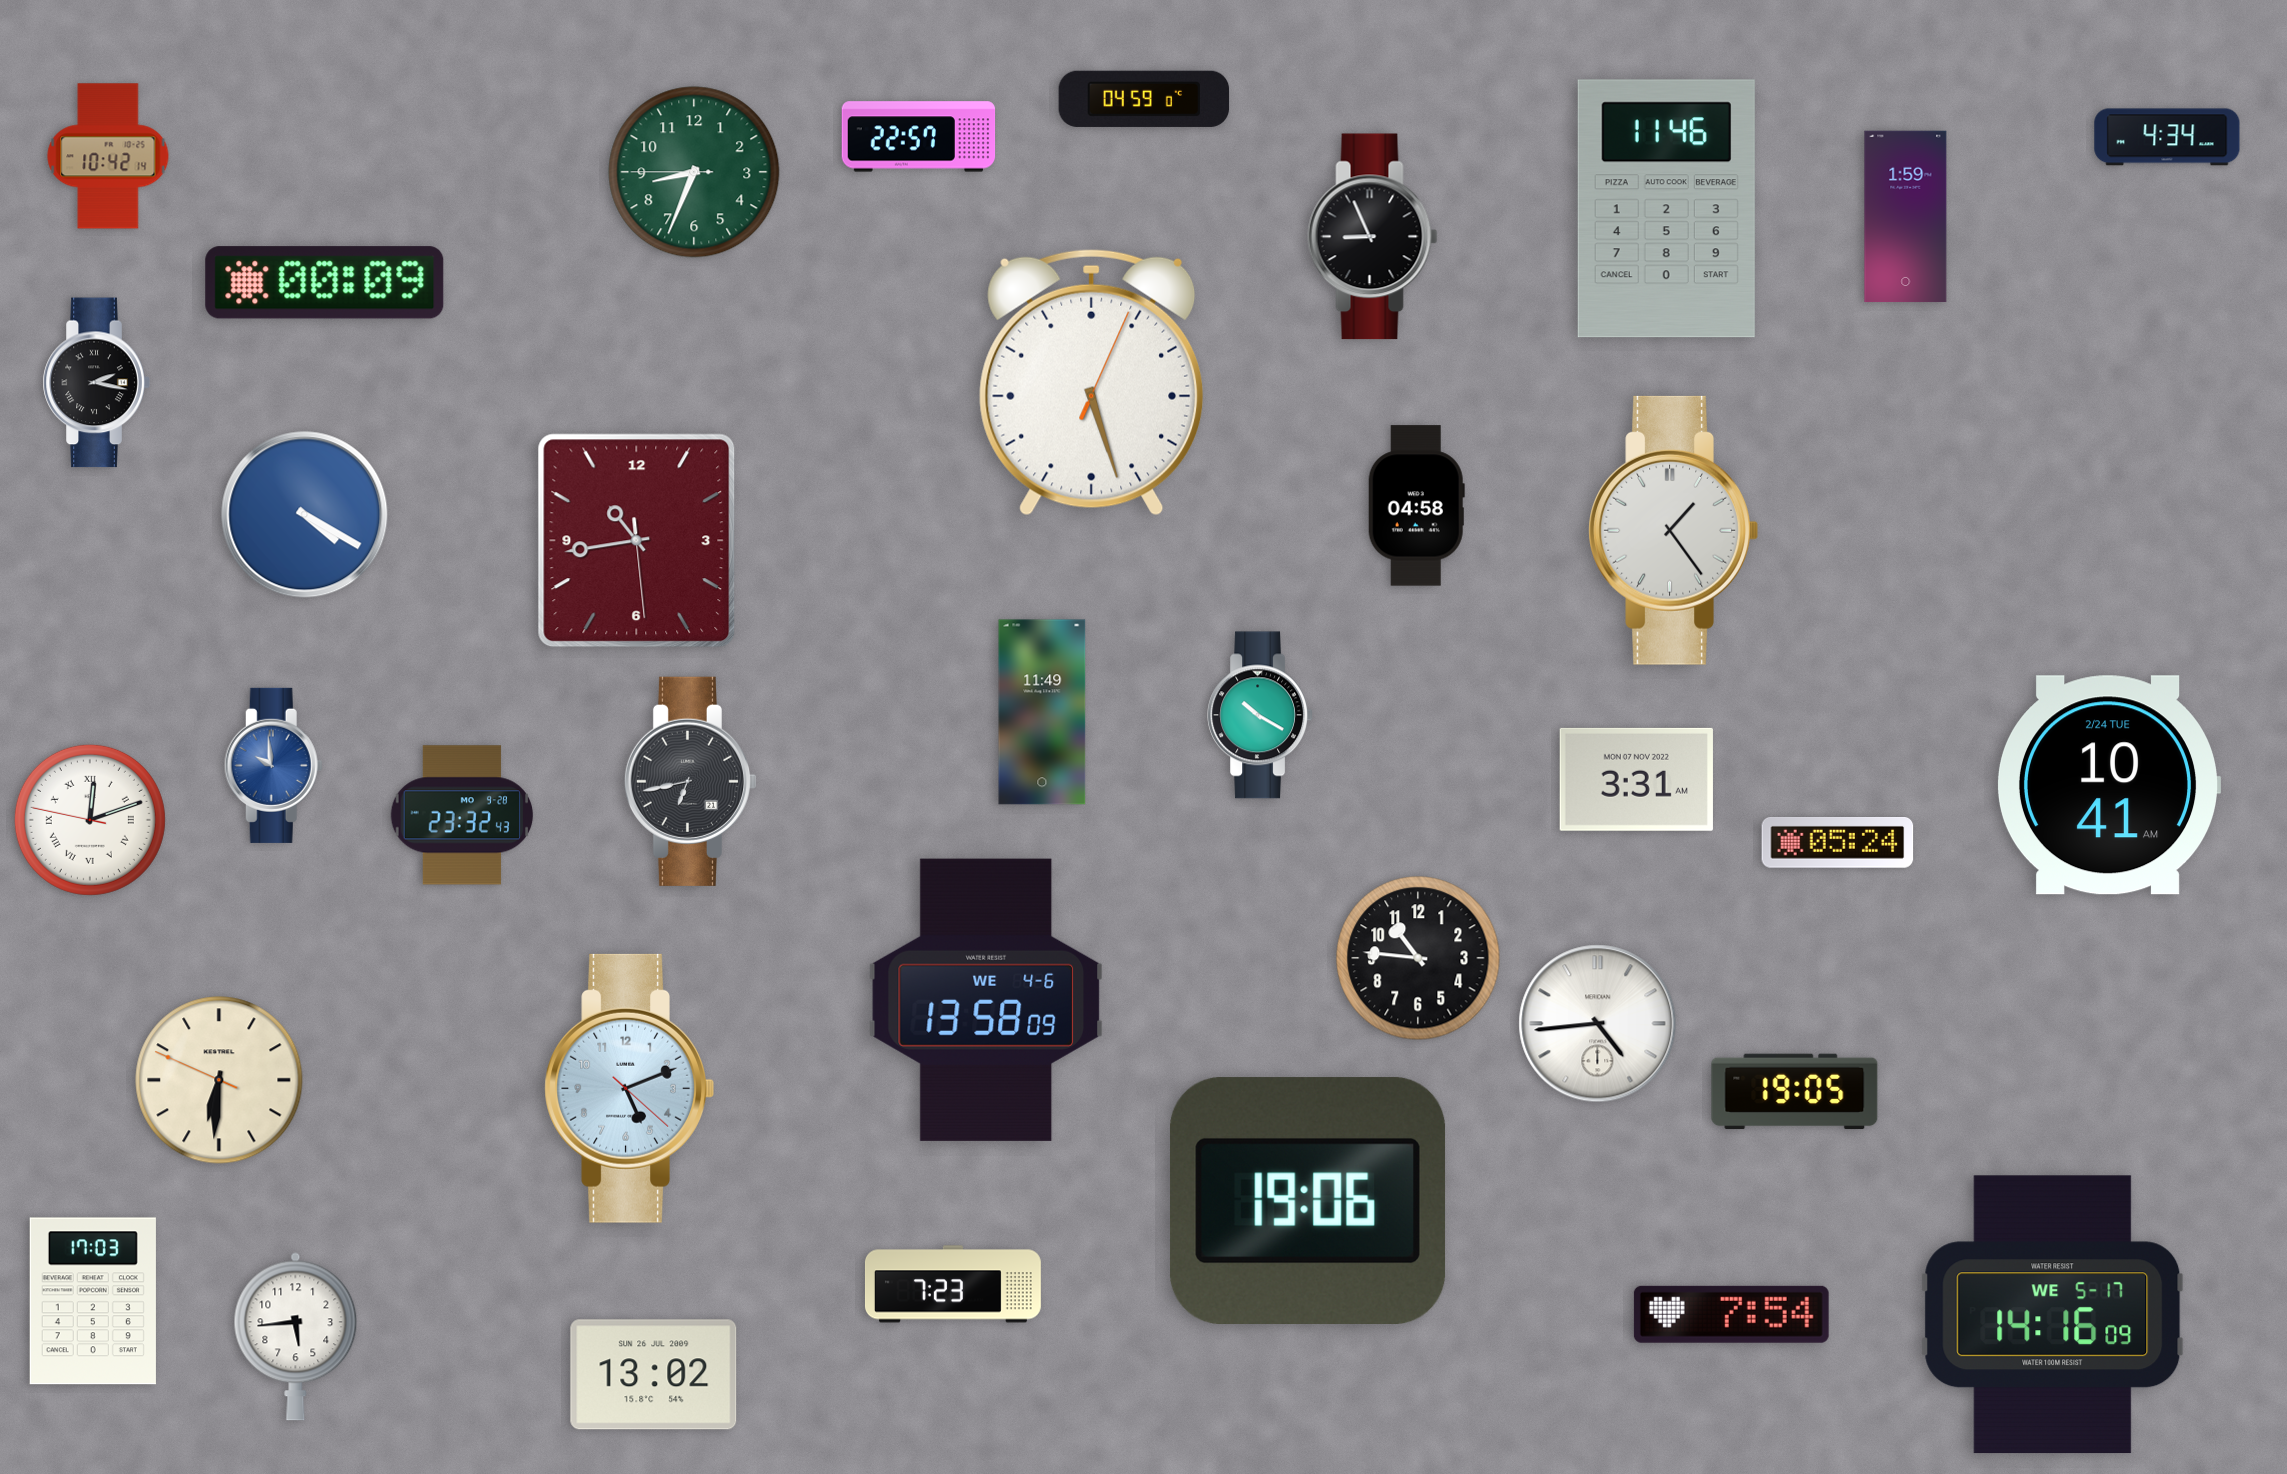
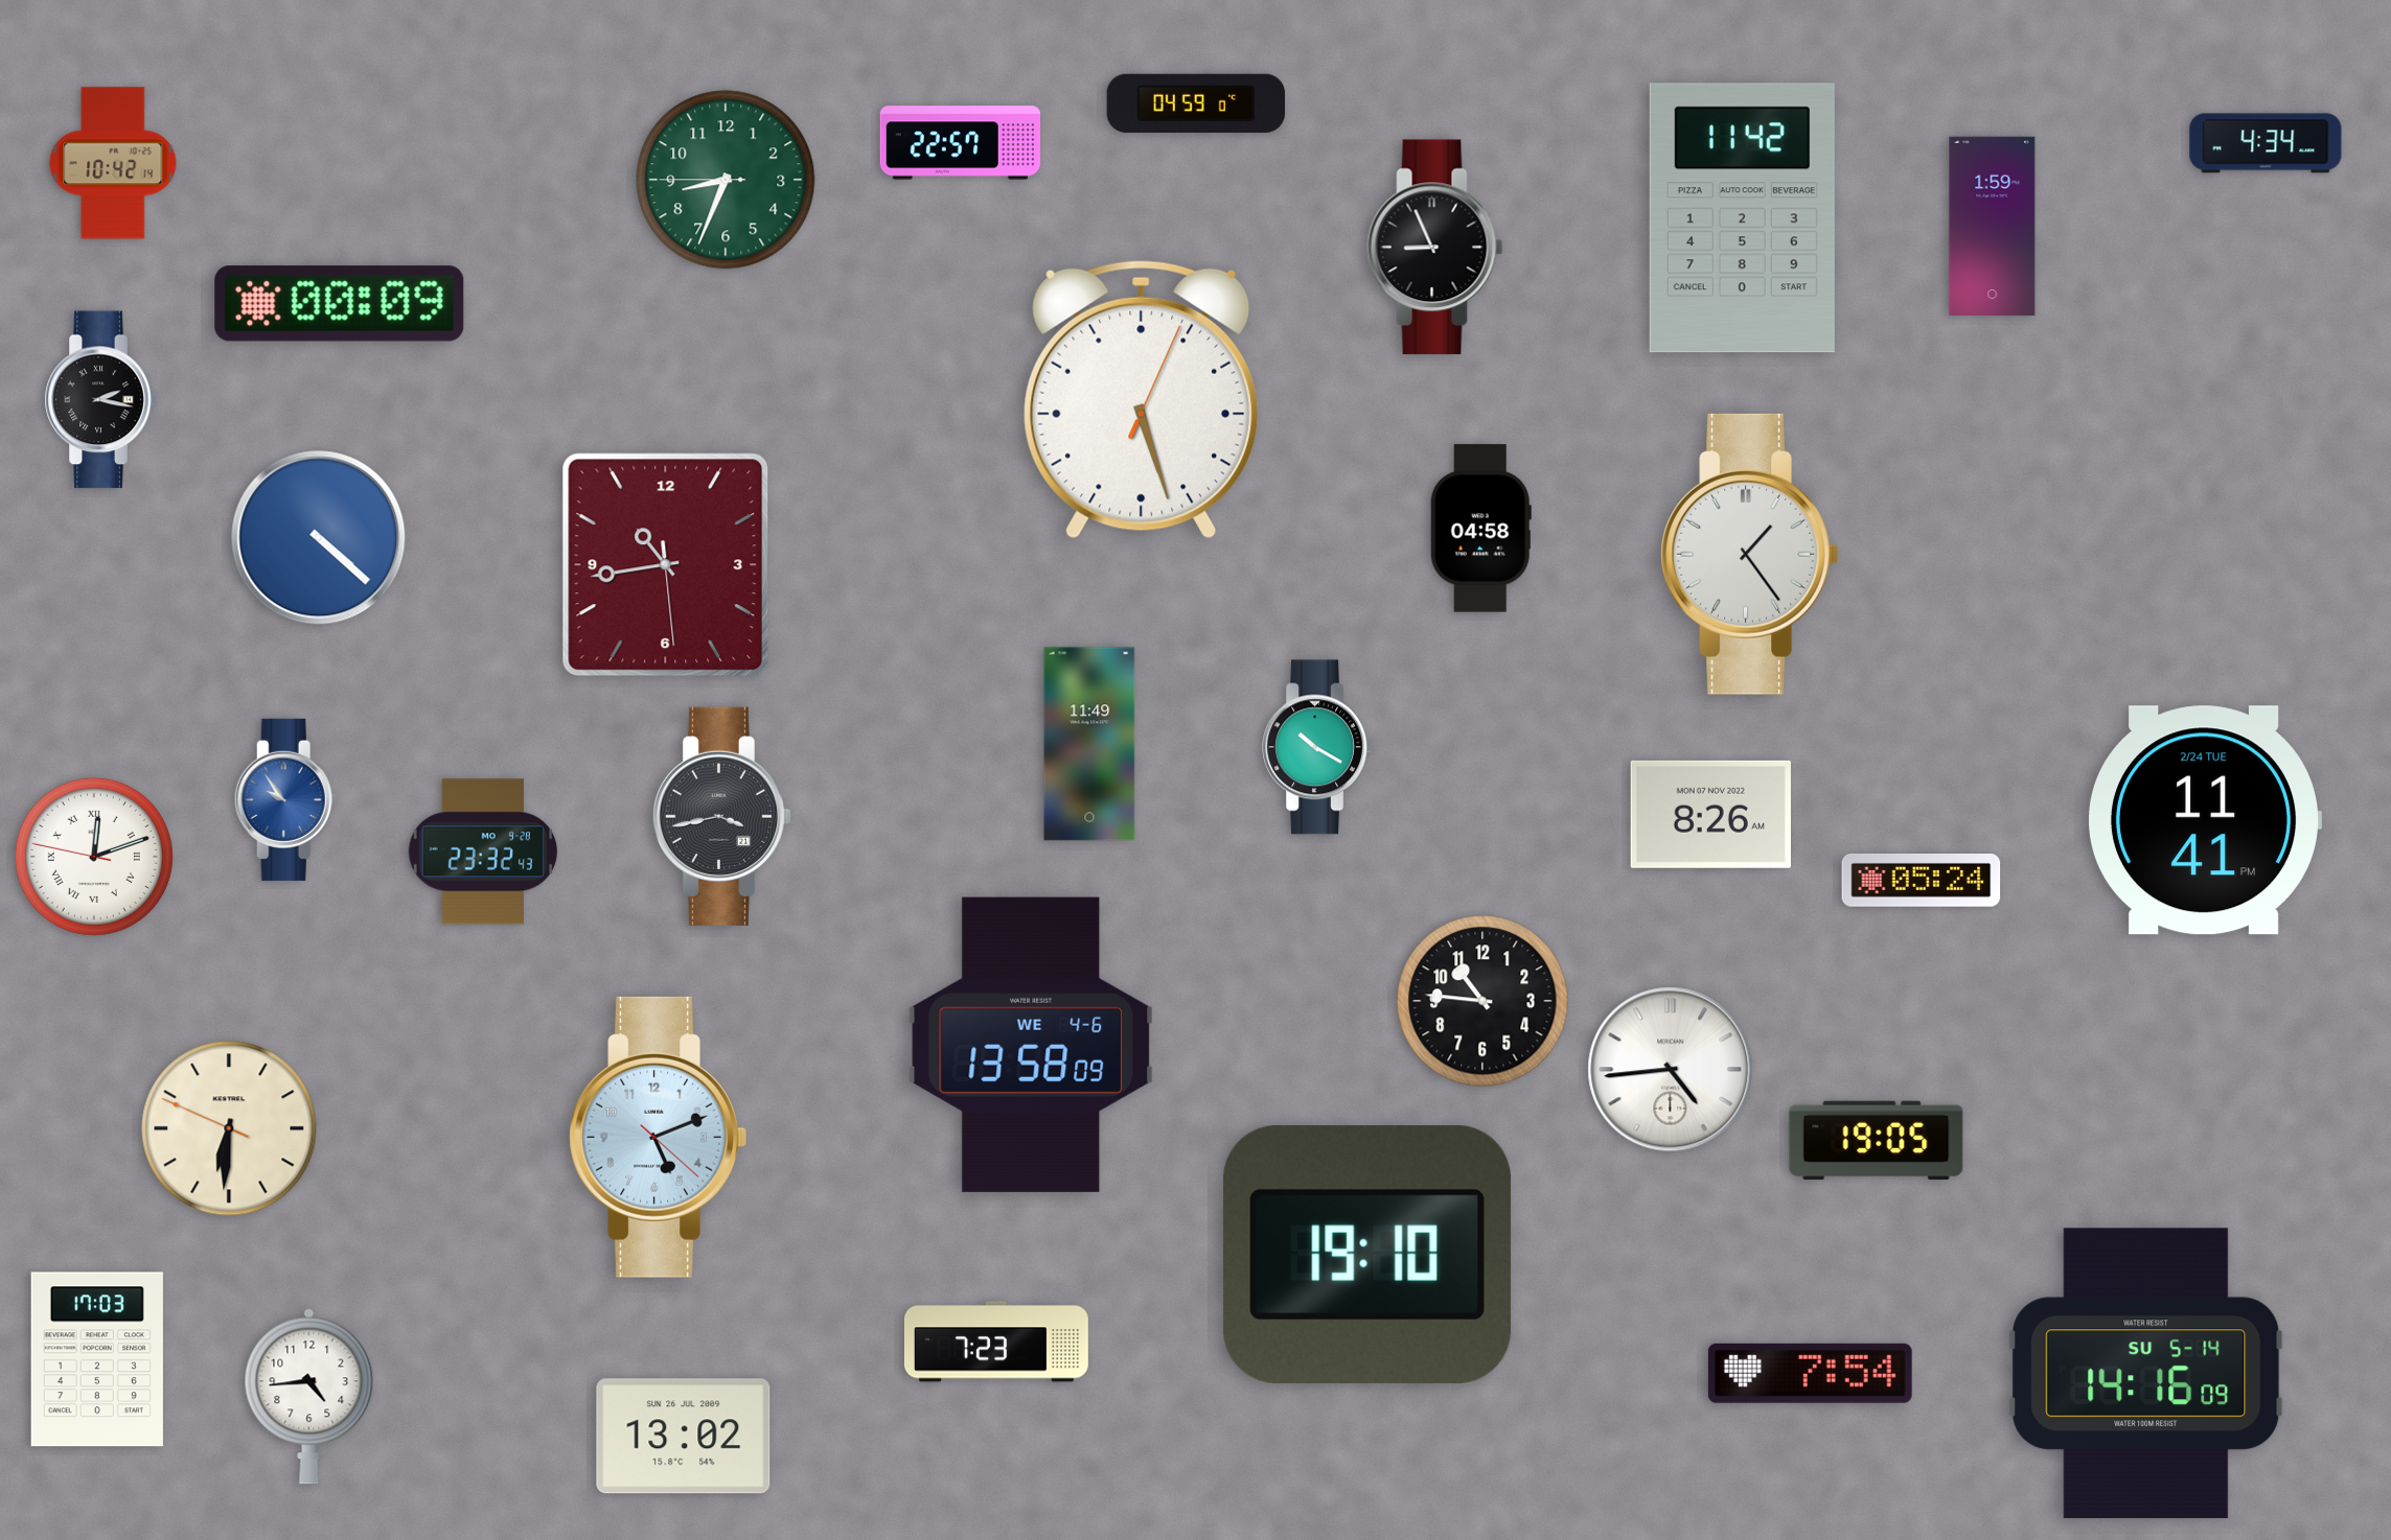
clock at (1666, 209): 11:46 -> 11:42
clock at (325, 283) position: (325, 283) -> (340, 304)
clock at (305, 515): 4:20 -> 4:22
clock at (273, 765): 9:59 -> 9:54
clock at (1636, 779): 3:31 -> 8:26
clock at (690, 781): 6:43 -> 3:43
clock at (2108, 785): 10:41 -> 11:41
clock at (1308, 1200): 19:06 -> 19:10
clock at (2053, 1315) date: WE 5-17 -> SU 5-14
clock at (296, 1336): 5:44 -> 4:44
